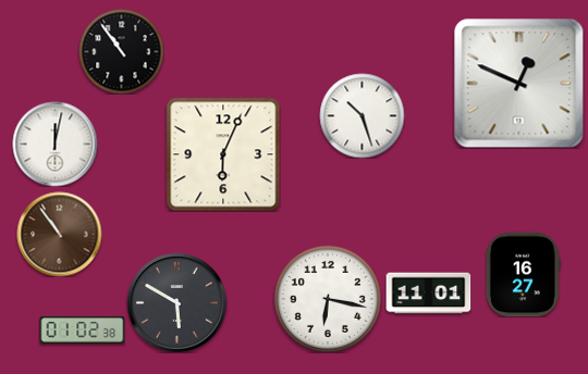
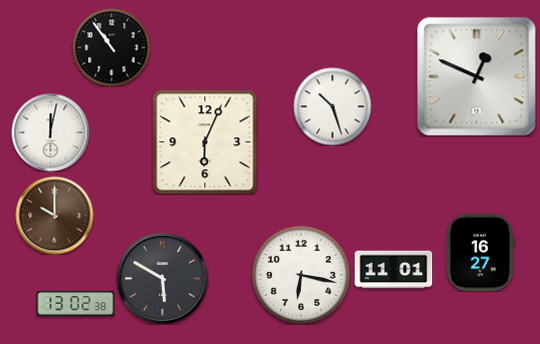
clock at (59, 234): 10:54 -> 10:00
clock at (82, 331): 01:02 -> 13:02
